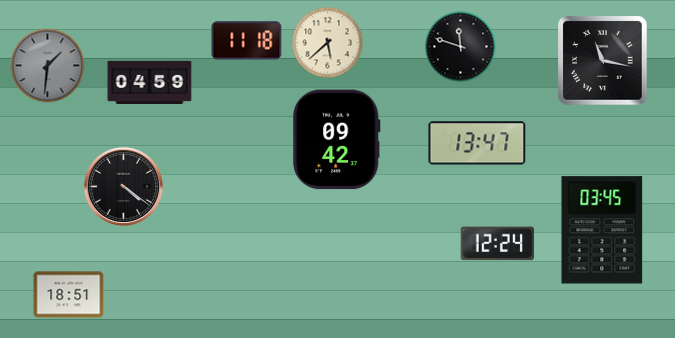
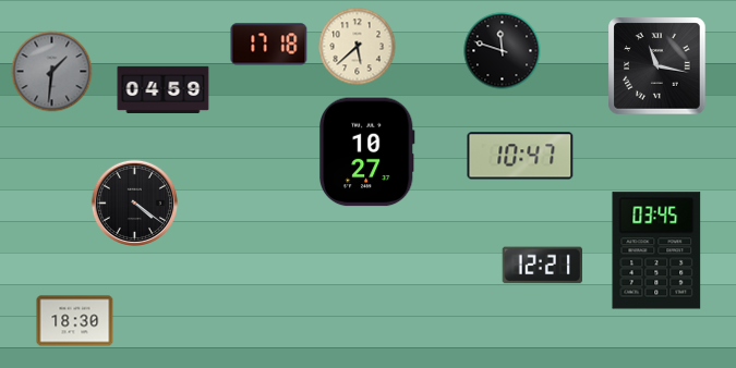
clock at (247, 41): 11:18 -> 17:18
clock at (337, 140): 09:42 -> 10:27
clock at (477, 143): 13:47 -> 10:47
clock at (497, 244): 12:24 -> 12:21
clock at (69, 295): 18:51 -> 18:30
